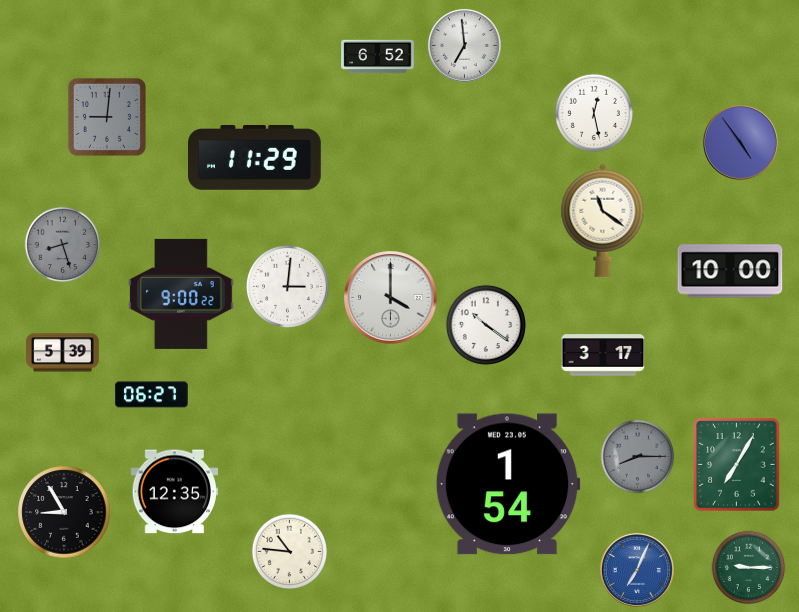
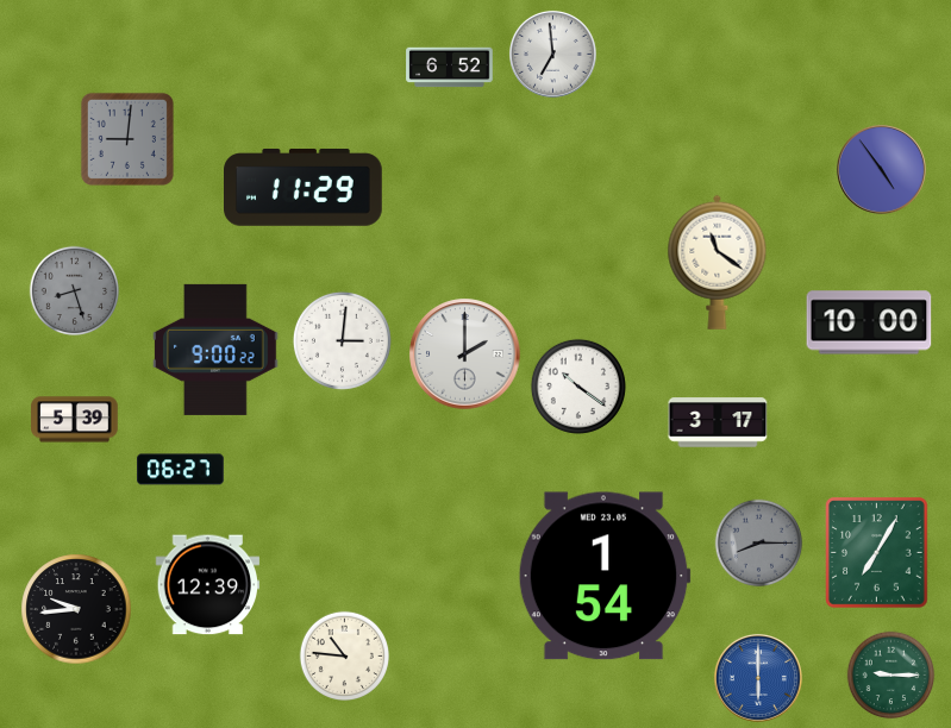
clock at (594, 113): 12:28 -> none
clock at (391, 298): 4:00 -> 2:00
clock at (175, 492): 12:35 -> 12:39
clock at (64, 512): 8:55 -> 9:44
clock at (637, 570): 7:04 -> 6:00
